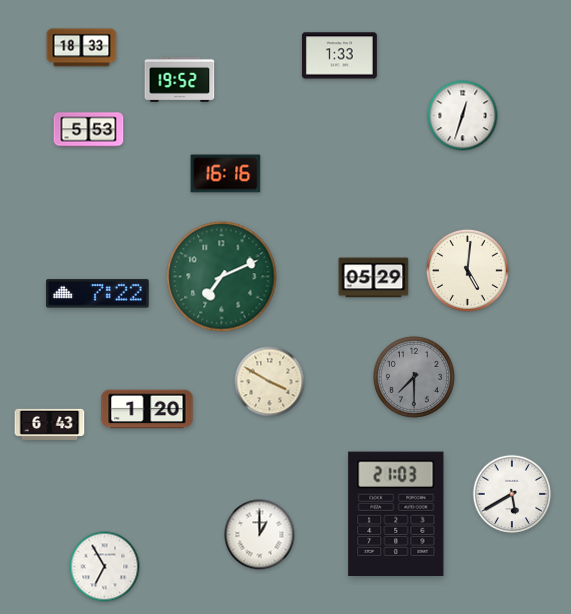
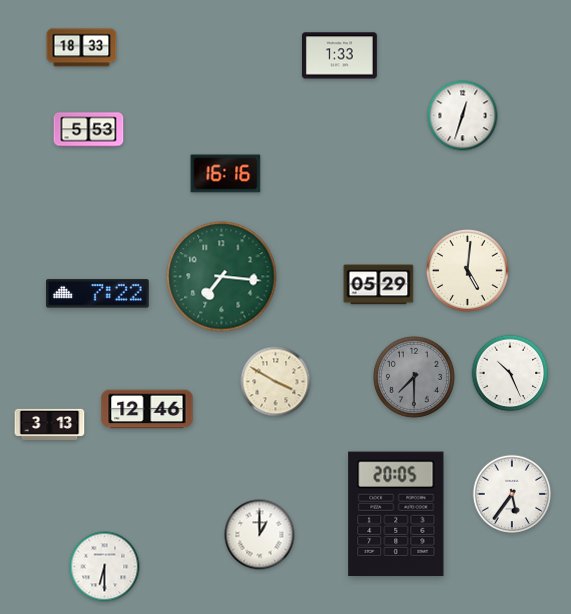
clock at (180, 79): 19:52 -> none
clock at (222, 277): 7:11 -> 7:16
clock at (374, 278) position: (374, 278) -> (379, 285)
clock at (510, 373): none -> 10:26
clock at (270, 382) position: (270, 382) -> (276, 382)
clock at (147, 409): 1:20 -> 12:46
clock at (50, 424): 6:43 -> 3:13
clock at (512, 494): 5:40 -> 5:36
clock at (396, 514): 21:03 -> 20:05
clock at (105, 567): 6:55 -> 6:30
